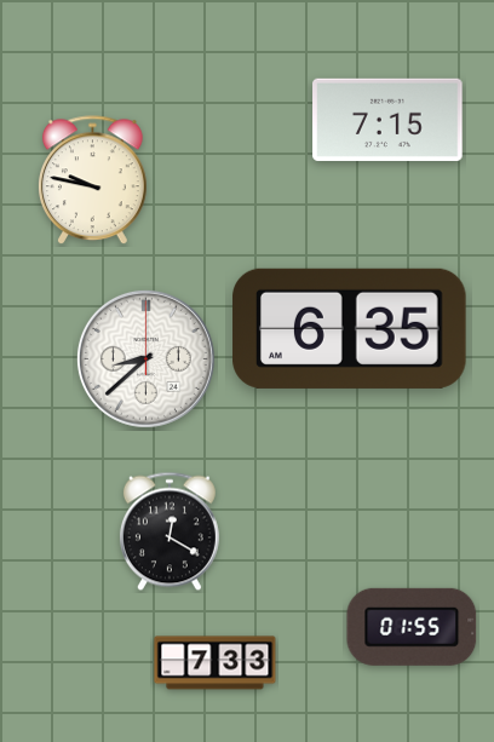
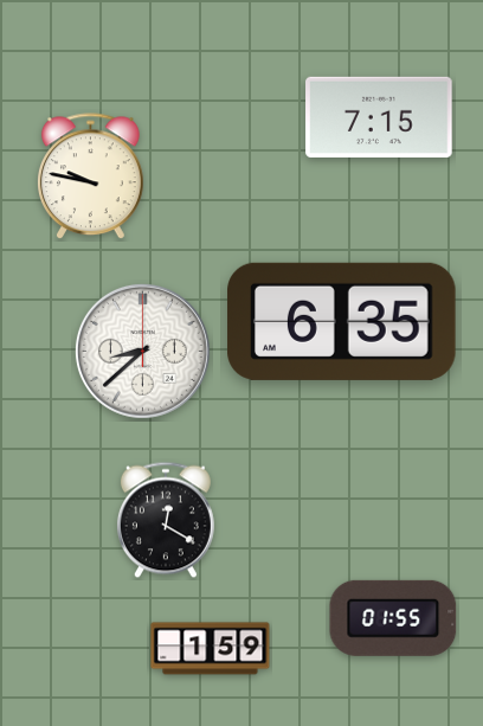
clock at (412, 627) position: (412, 627) -> (393, 618)
clock at (216, 663): 7:33 -> 1:59
